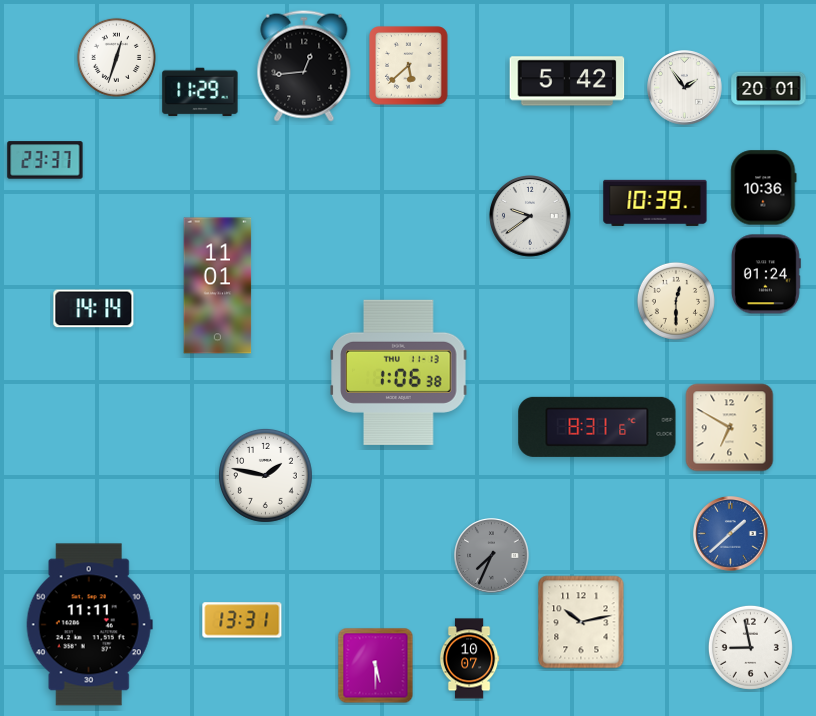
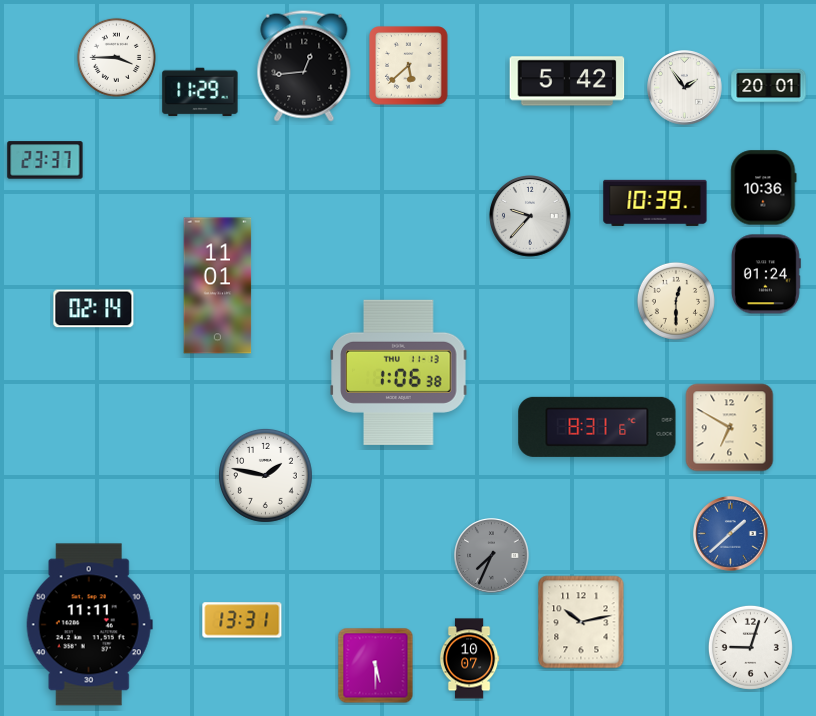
clock at (116, 57): 12:33 -> 3:45
clock at (769, 89) position: (769, 89) -> (769, 86)
clock at (531, 217): 9:39 -> 9:37
clock at (94, 309): 14:14 -> 02:14
clock at (750, 647): 8:58 -> 9:03
